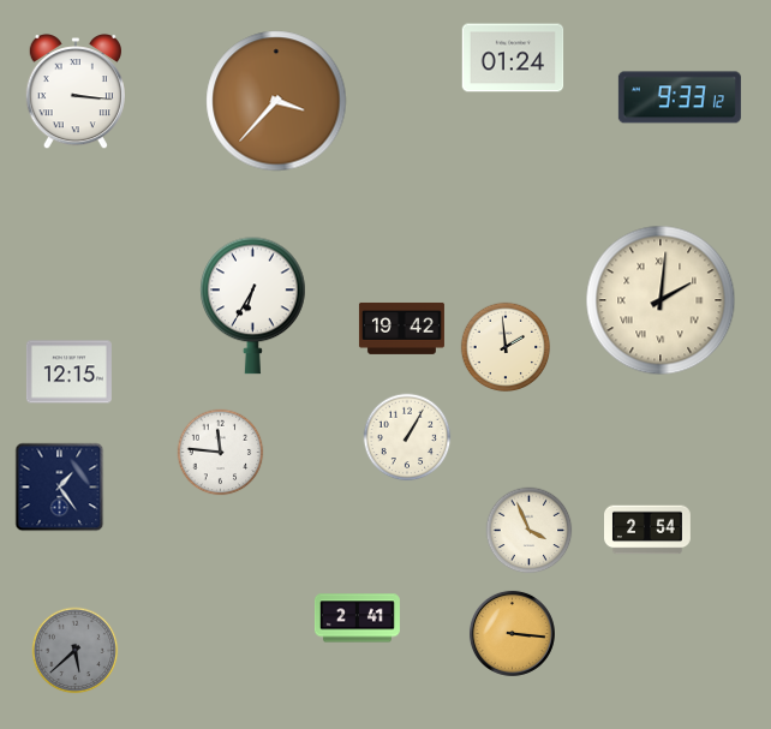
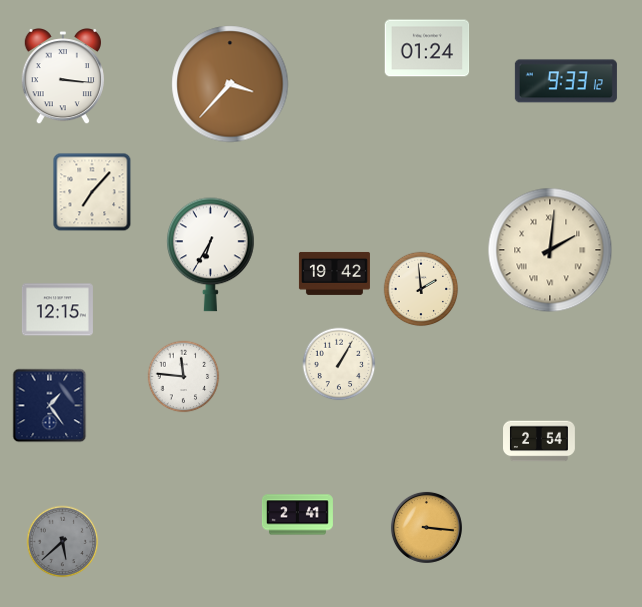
clock at (92, 192): none -> 7:07
clock at (530, 531): 3:56 -> none
